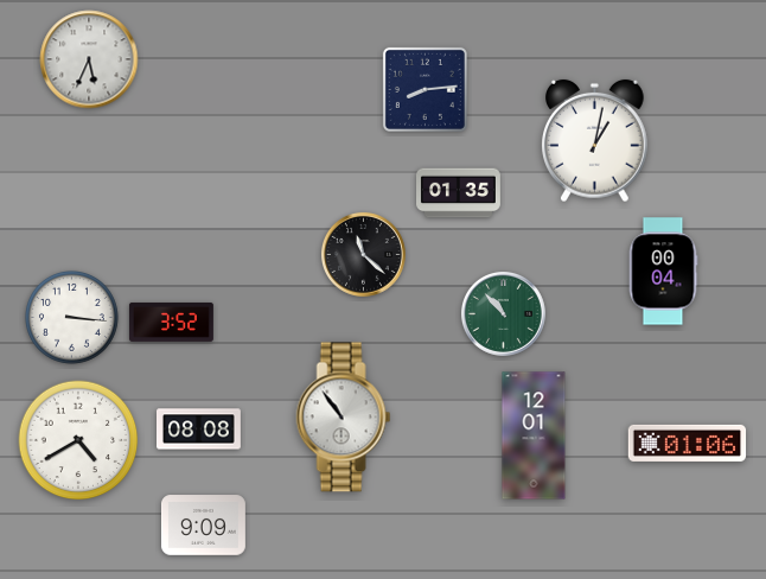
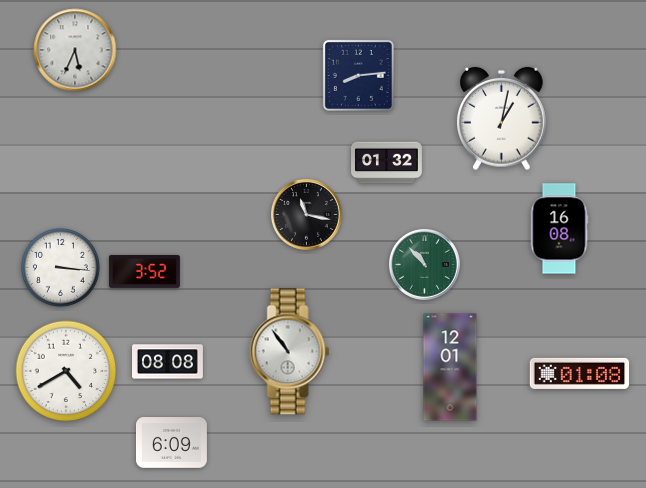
clock at (459, 193): 01:35 -> 01:32
clock at (363, 254): 11:22 -> 11:17
clock at (663, 272): 00:04 -> 16:08
clock at (688, 443): 01:06 -> 01:08
clock at (203, 526): 9:09 -> 6:09
